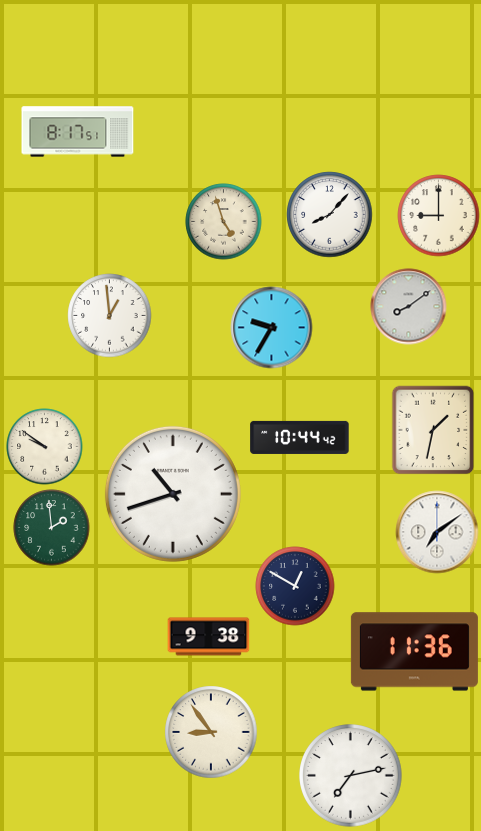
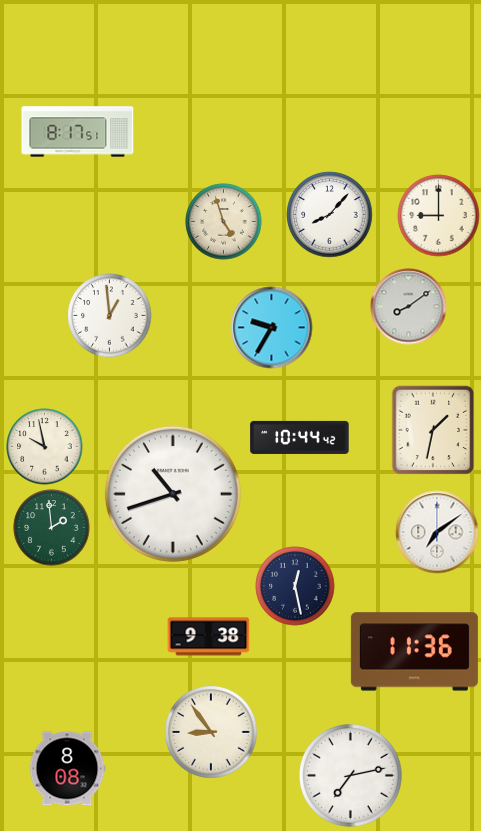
clock at (45, 447): 9:51 -> 9:58
clock at (295, 586): 12:50 -> 12:28
clock at (67, 769): none -> 8:08
